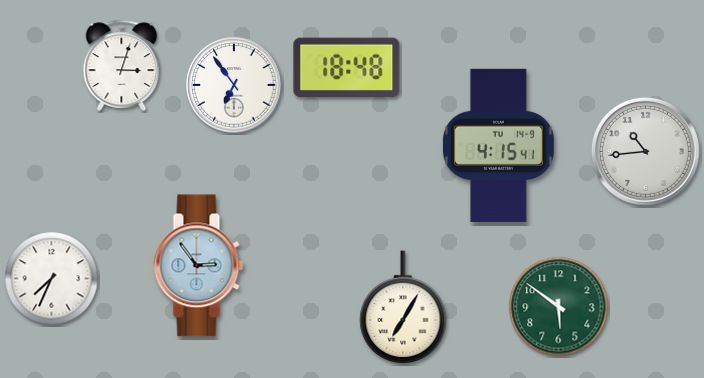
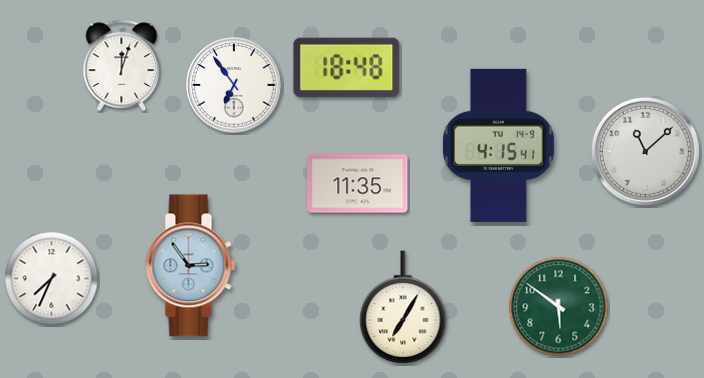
clock at (122, 65): 3:03 -> 12:03
clock at (645, 151): 10:44 -> 11:08
clock at (358, 184): none -> 11:35
clock at (199, 266) position: (199, 266) -> (191, 266)
